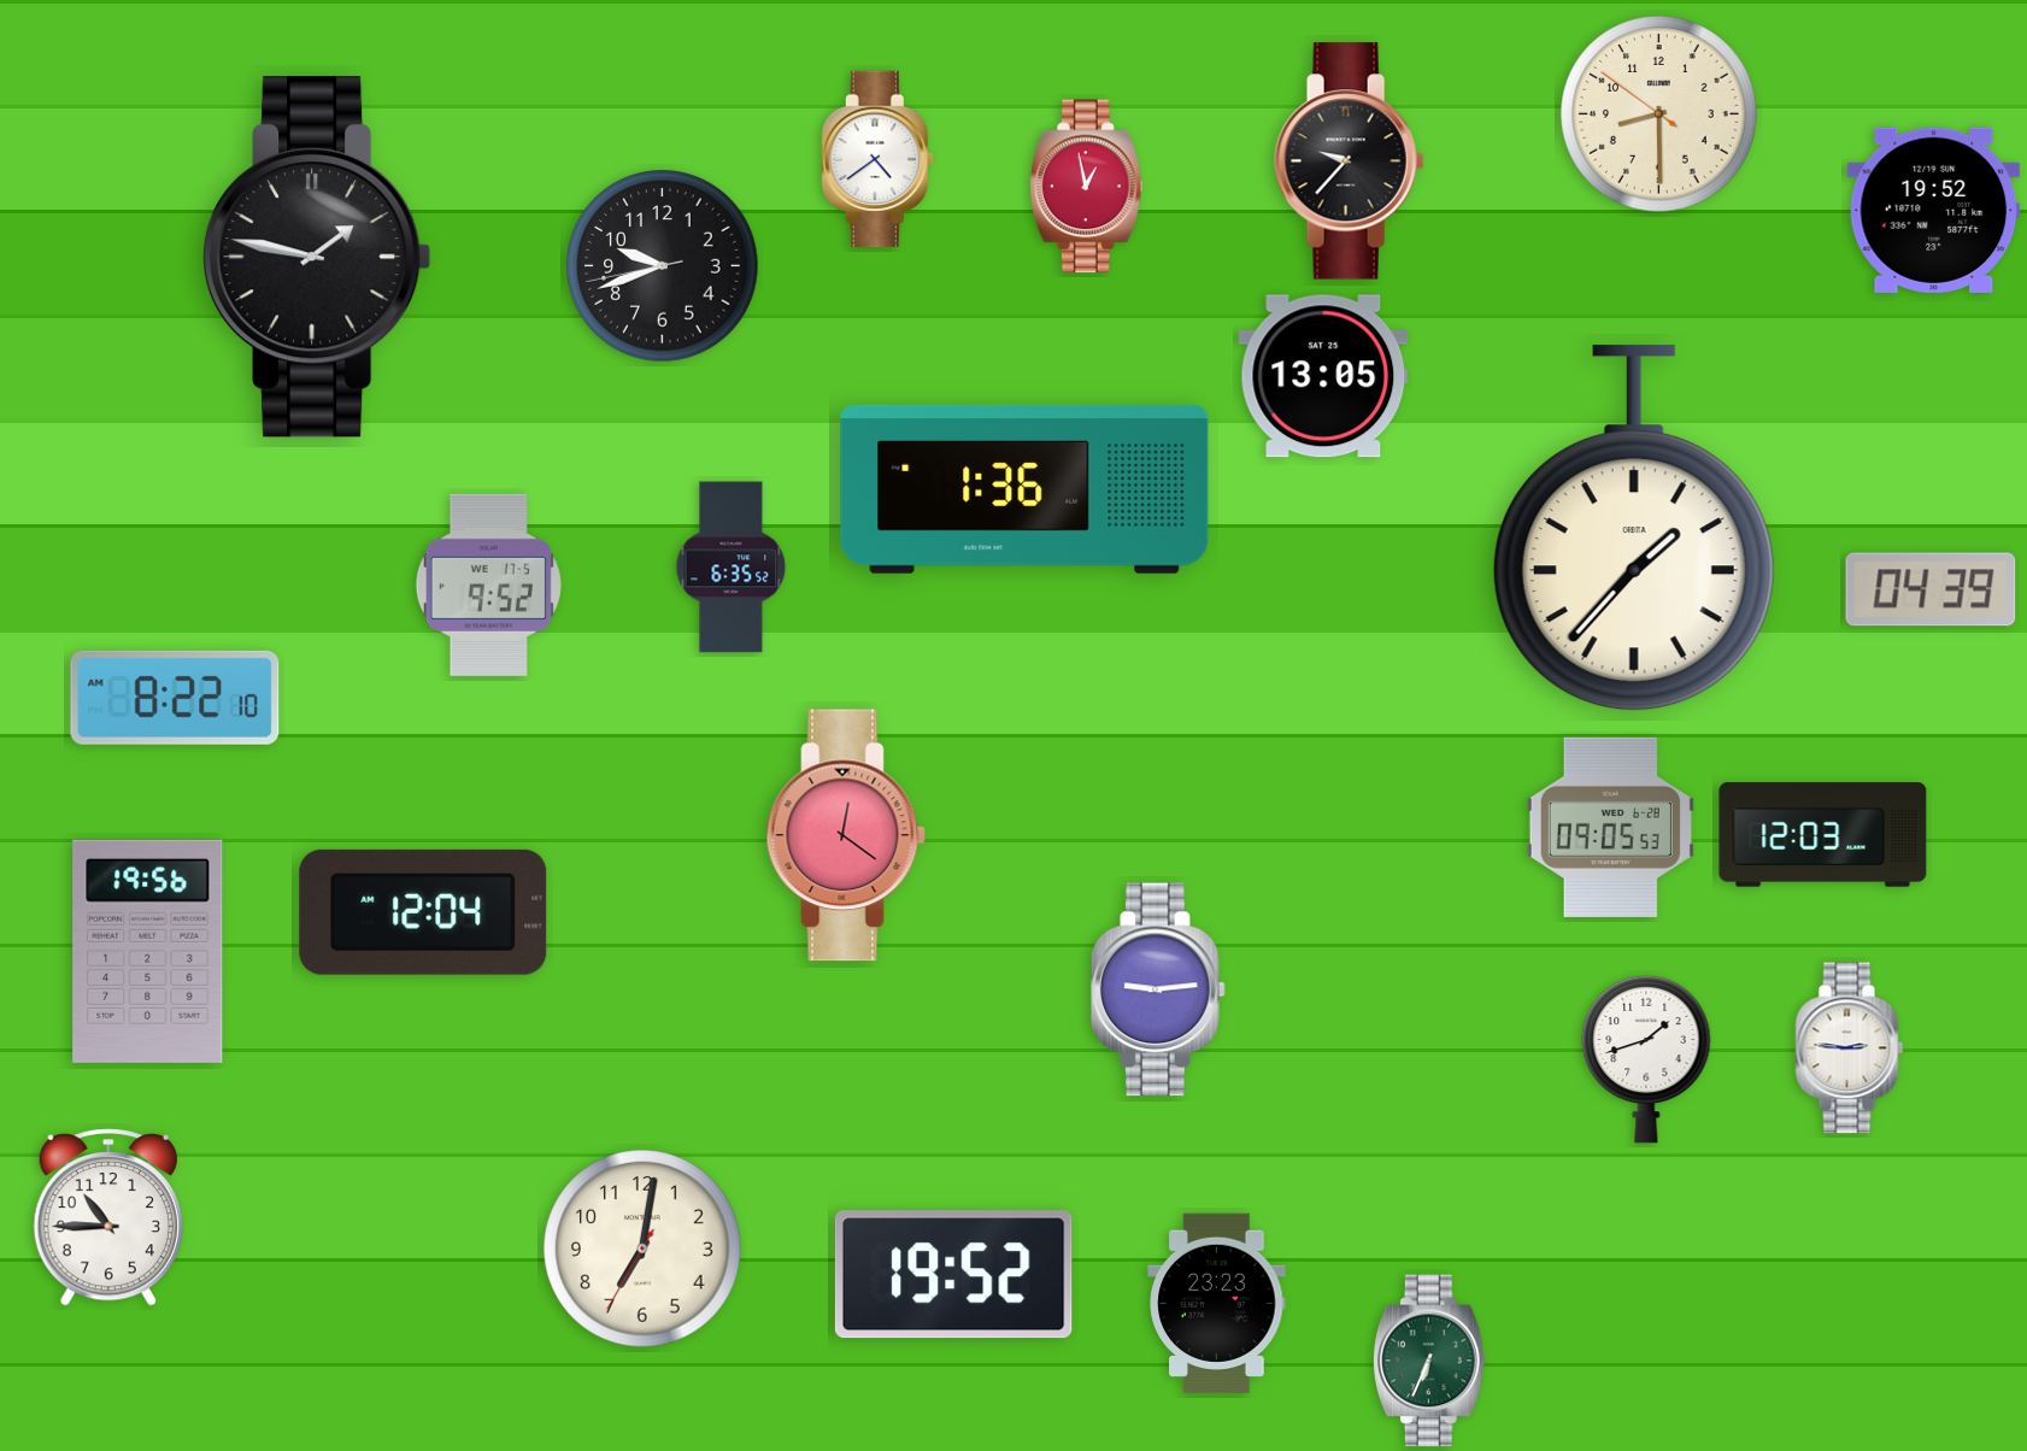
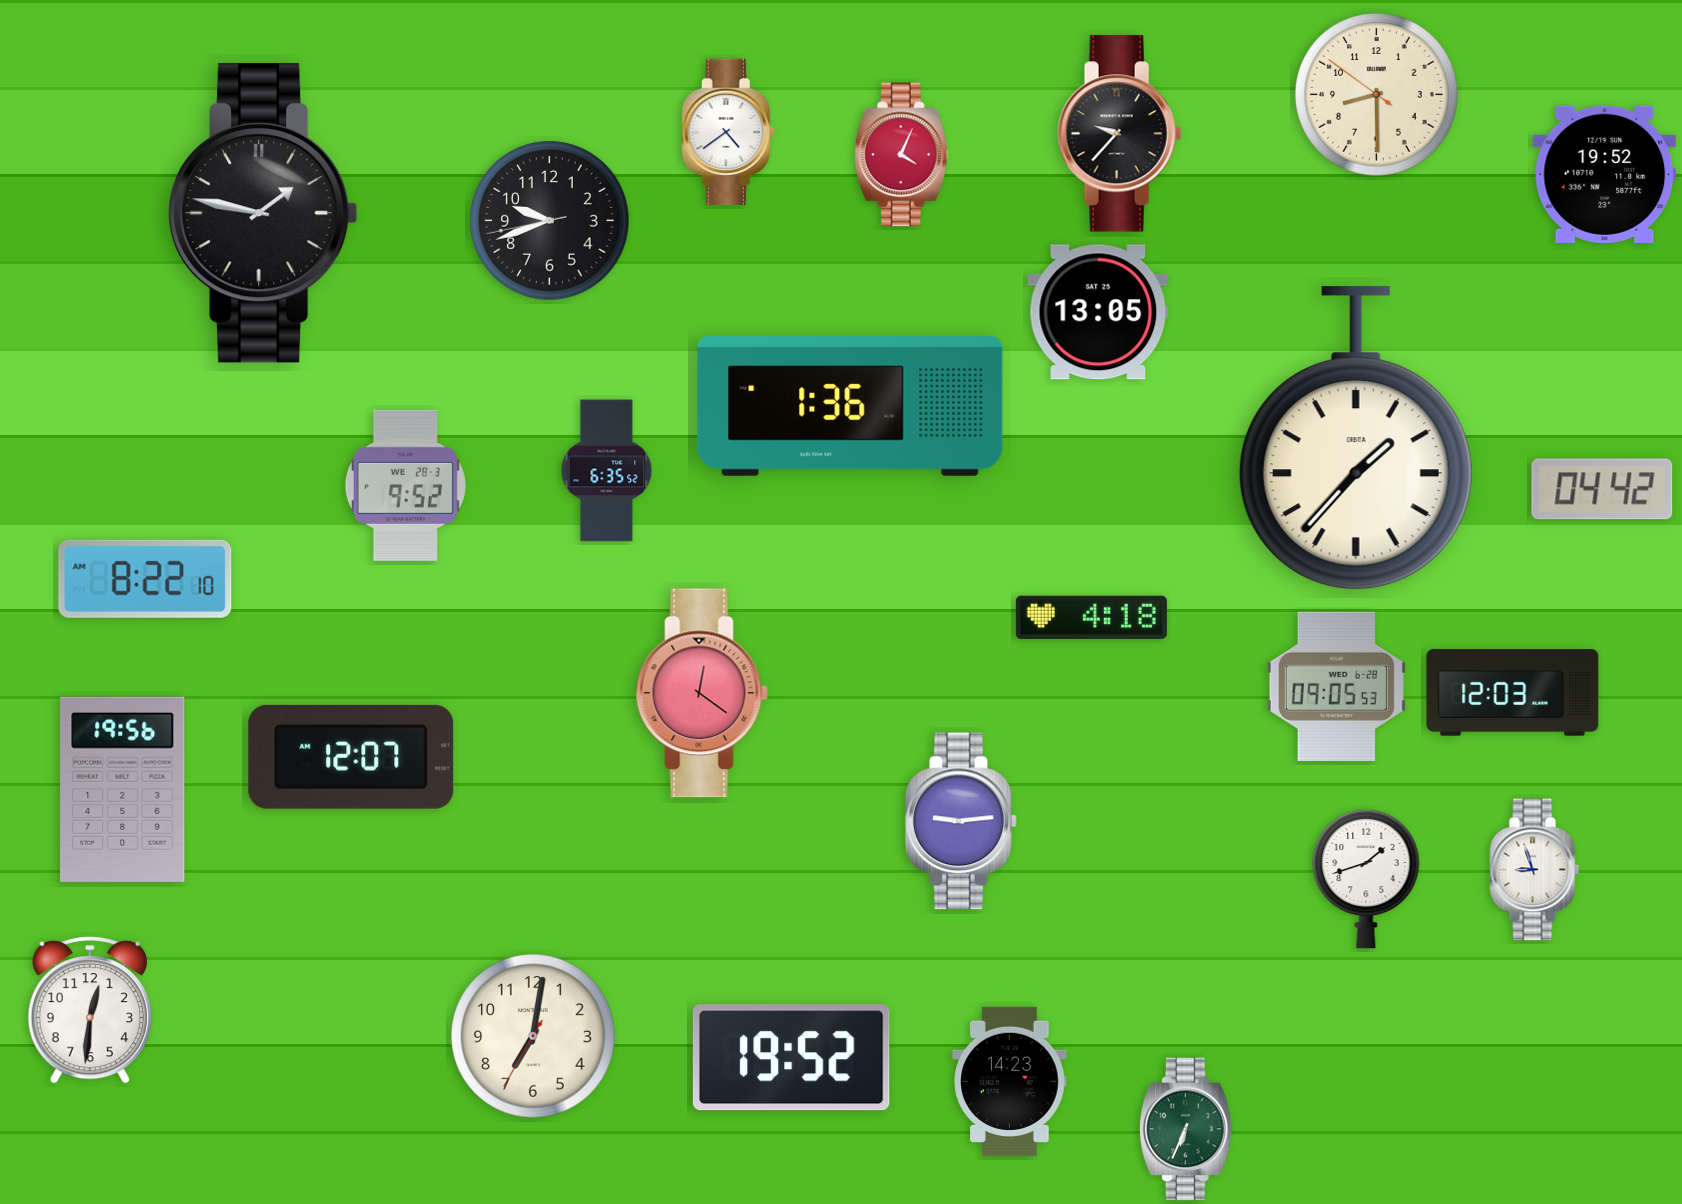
clock at (1086, 187): 12:58 -> 4:04
clock at (488, 584) date: WE 17-5 -> WE 28-3
clock at (1931, 589): 04:39 -> 04:42
clock at (1091, 617): none -> 4:18
clock at (423, 912): 12:04 -> 12:07
clock at (1850, 1048): 2:46 -> 8:57
clock at (108, 1218): 10:45 -> 12:31
clock at (1217, 1303): 23:23 -> 14:23
